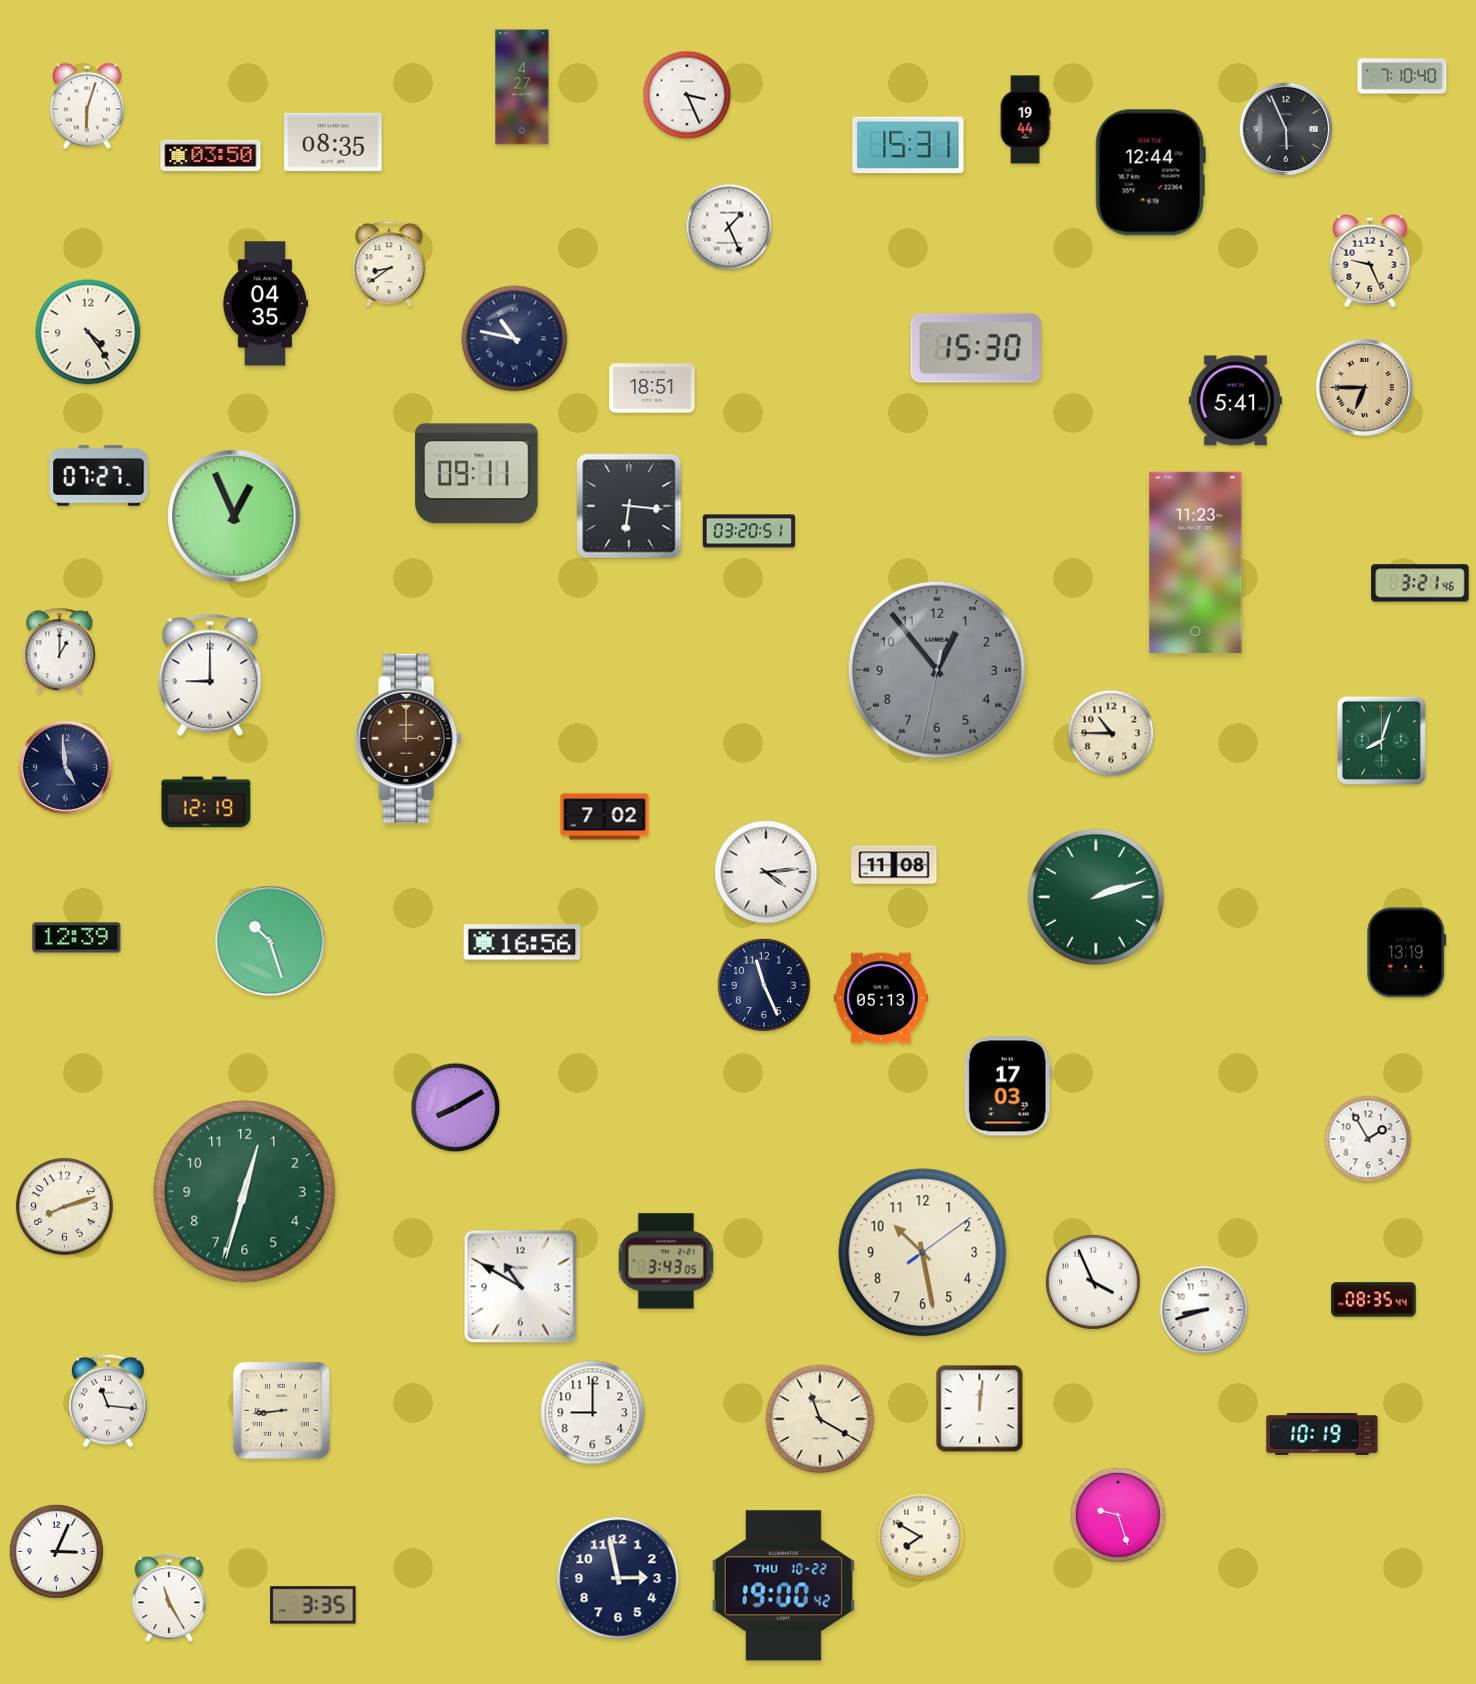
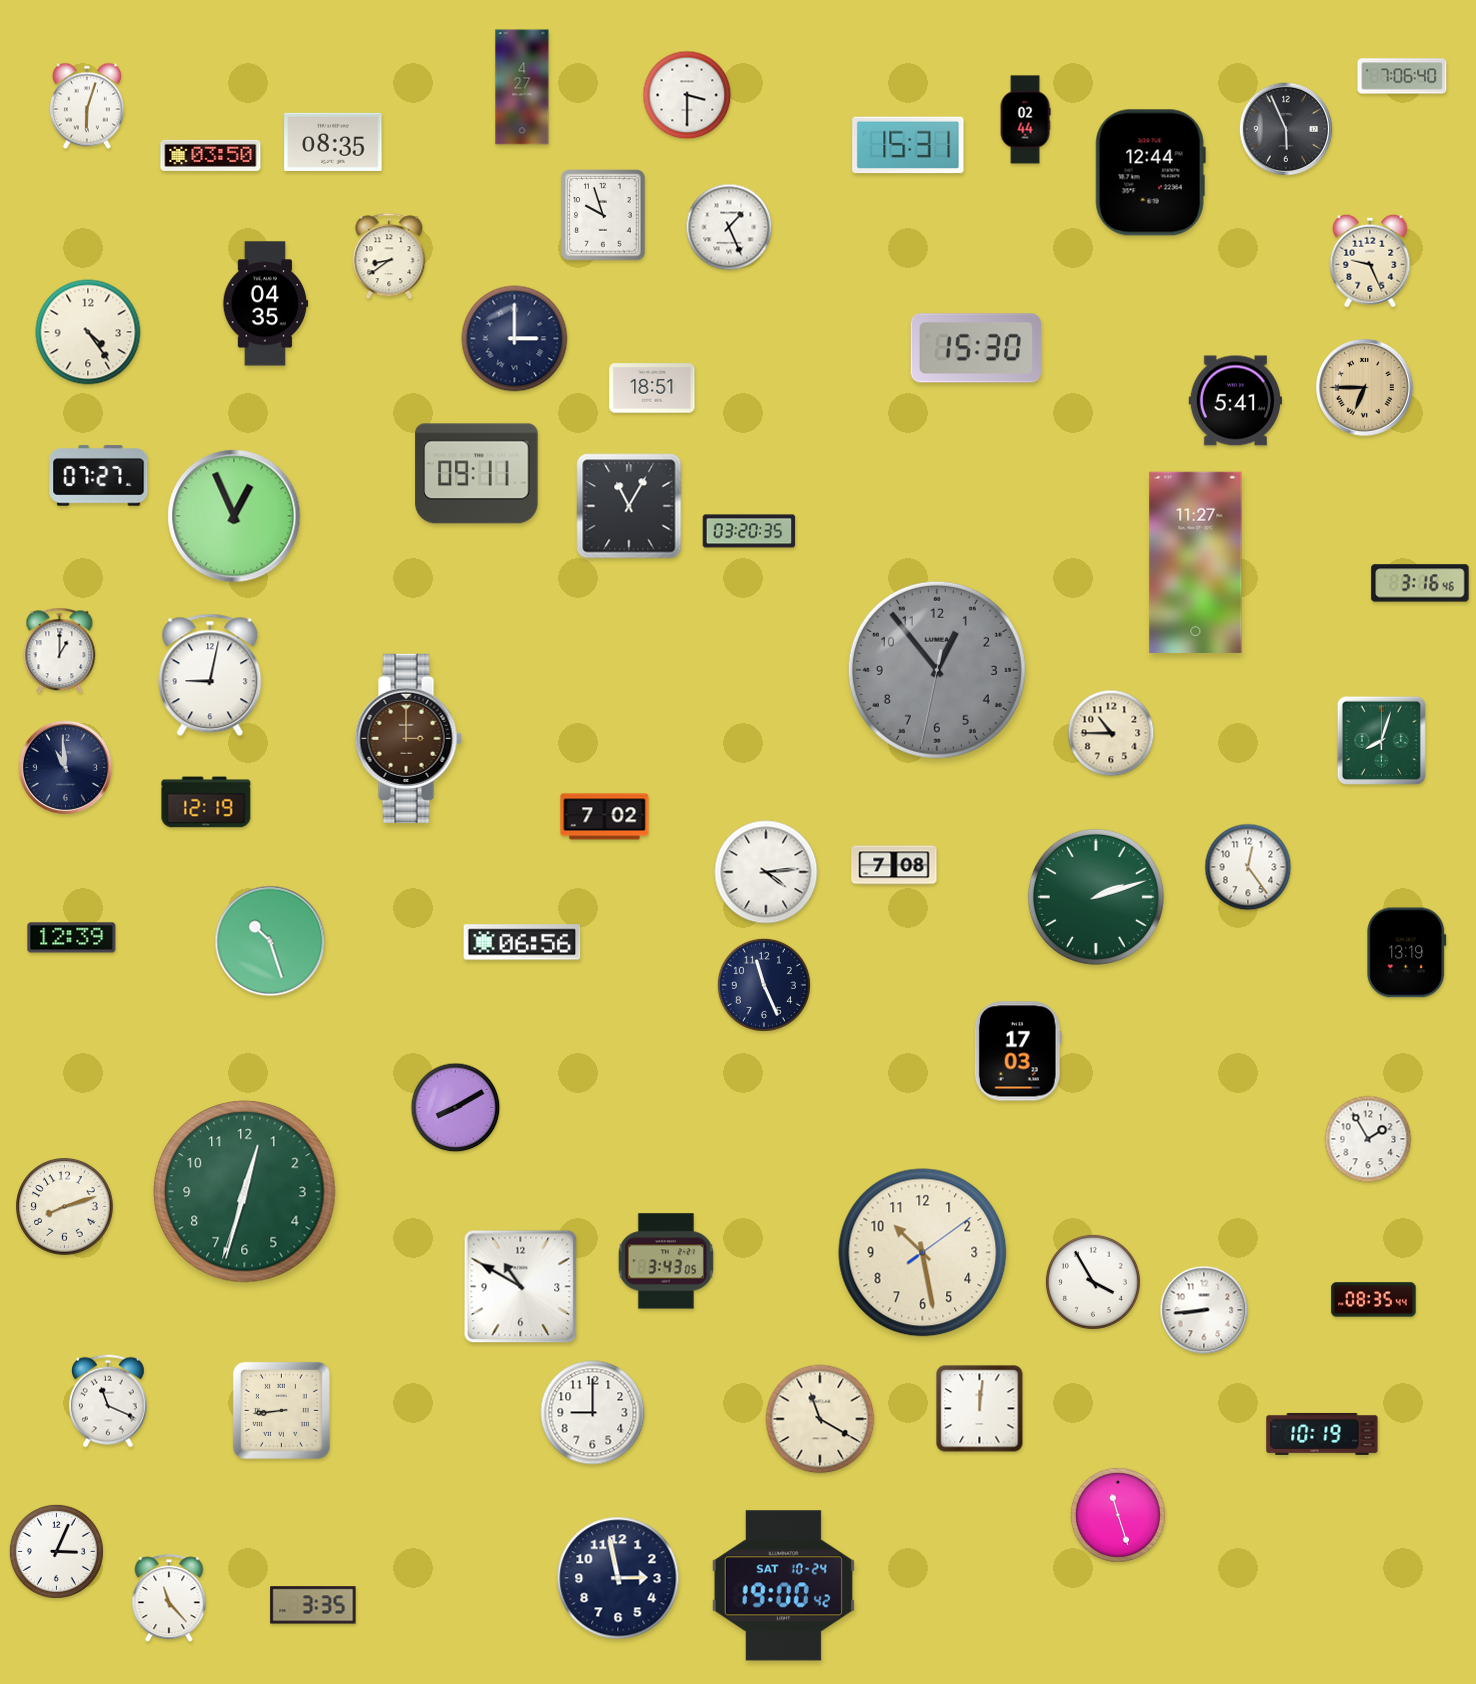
clock at (1402, 76): 7:10 -> 7:06
clock at (687, 95): 3:26 -> 3:30
clock at (1025, 120): 19:44 -> 02:44
clock at (603, 215): none -> 9:57
clock at (389, 264) position: (389, 264) -> (389, 256)
clock at (515, 339): 10:47 -> 3:00
clock at (629, 506): 6:16 -> 11:05
clock at (749, 531): 03:20:51 -> 03:20:35
clock at (1196, 562): 11:23 -> 11:27
clock at (1420, 583): 3:21 -> 3:16
clock at (210, 675): 9:00 -> 9:02
clock at (65, 767): 4:59 -> 10:59
clock at (894, 865): 11:08 -> 7:08
clock at (1248, 867): none -> 12:24
clock at (77, 938) position: (77, 938) -> (72, 938)
clock at (522, 942): 16:56 -> 06:56
clock at (881, 998): 05:13 -> none
clock at (1008, 1086) position: (1008, 1086) -> (1018, 1051)
clock at (1093, 1282): 3:56 -> 3:55
clock at (1204, 1310): 8:42 -> 8:44
clock at (108, 1401): 11:16 -> 11:19
clock at (1118, 1515): 9:27 -> 11:27
clock at (921, 1537): 7:50 -> none
clock at (783, 1586) date: THU 10-22 -> SAT 10-24
clock at (169, 1599): 11:25 -> 11:23
